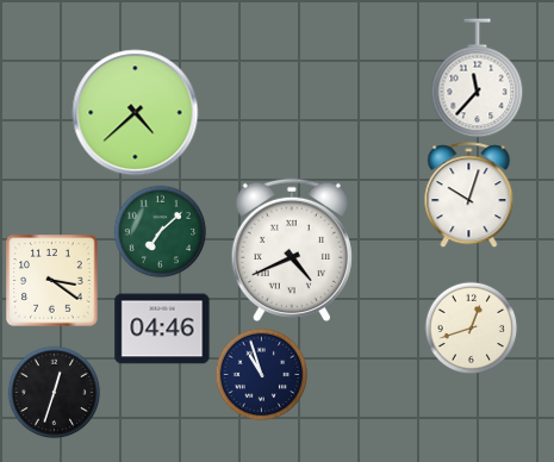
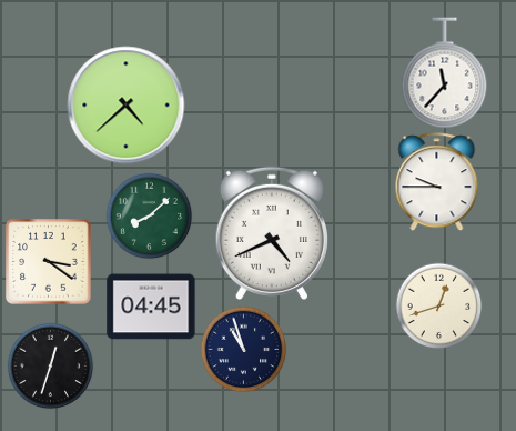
clock at (469, 195): 10:03 -> 9:45
clock at (160, 231): 7:08 -> 8:08
clock at (162, 329): 04:46 -> 04:45
